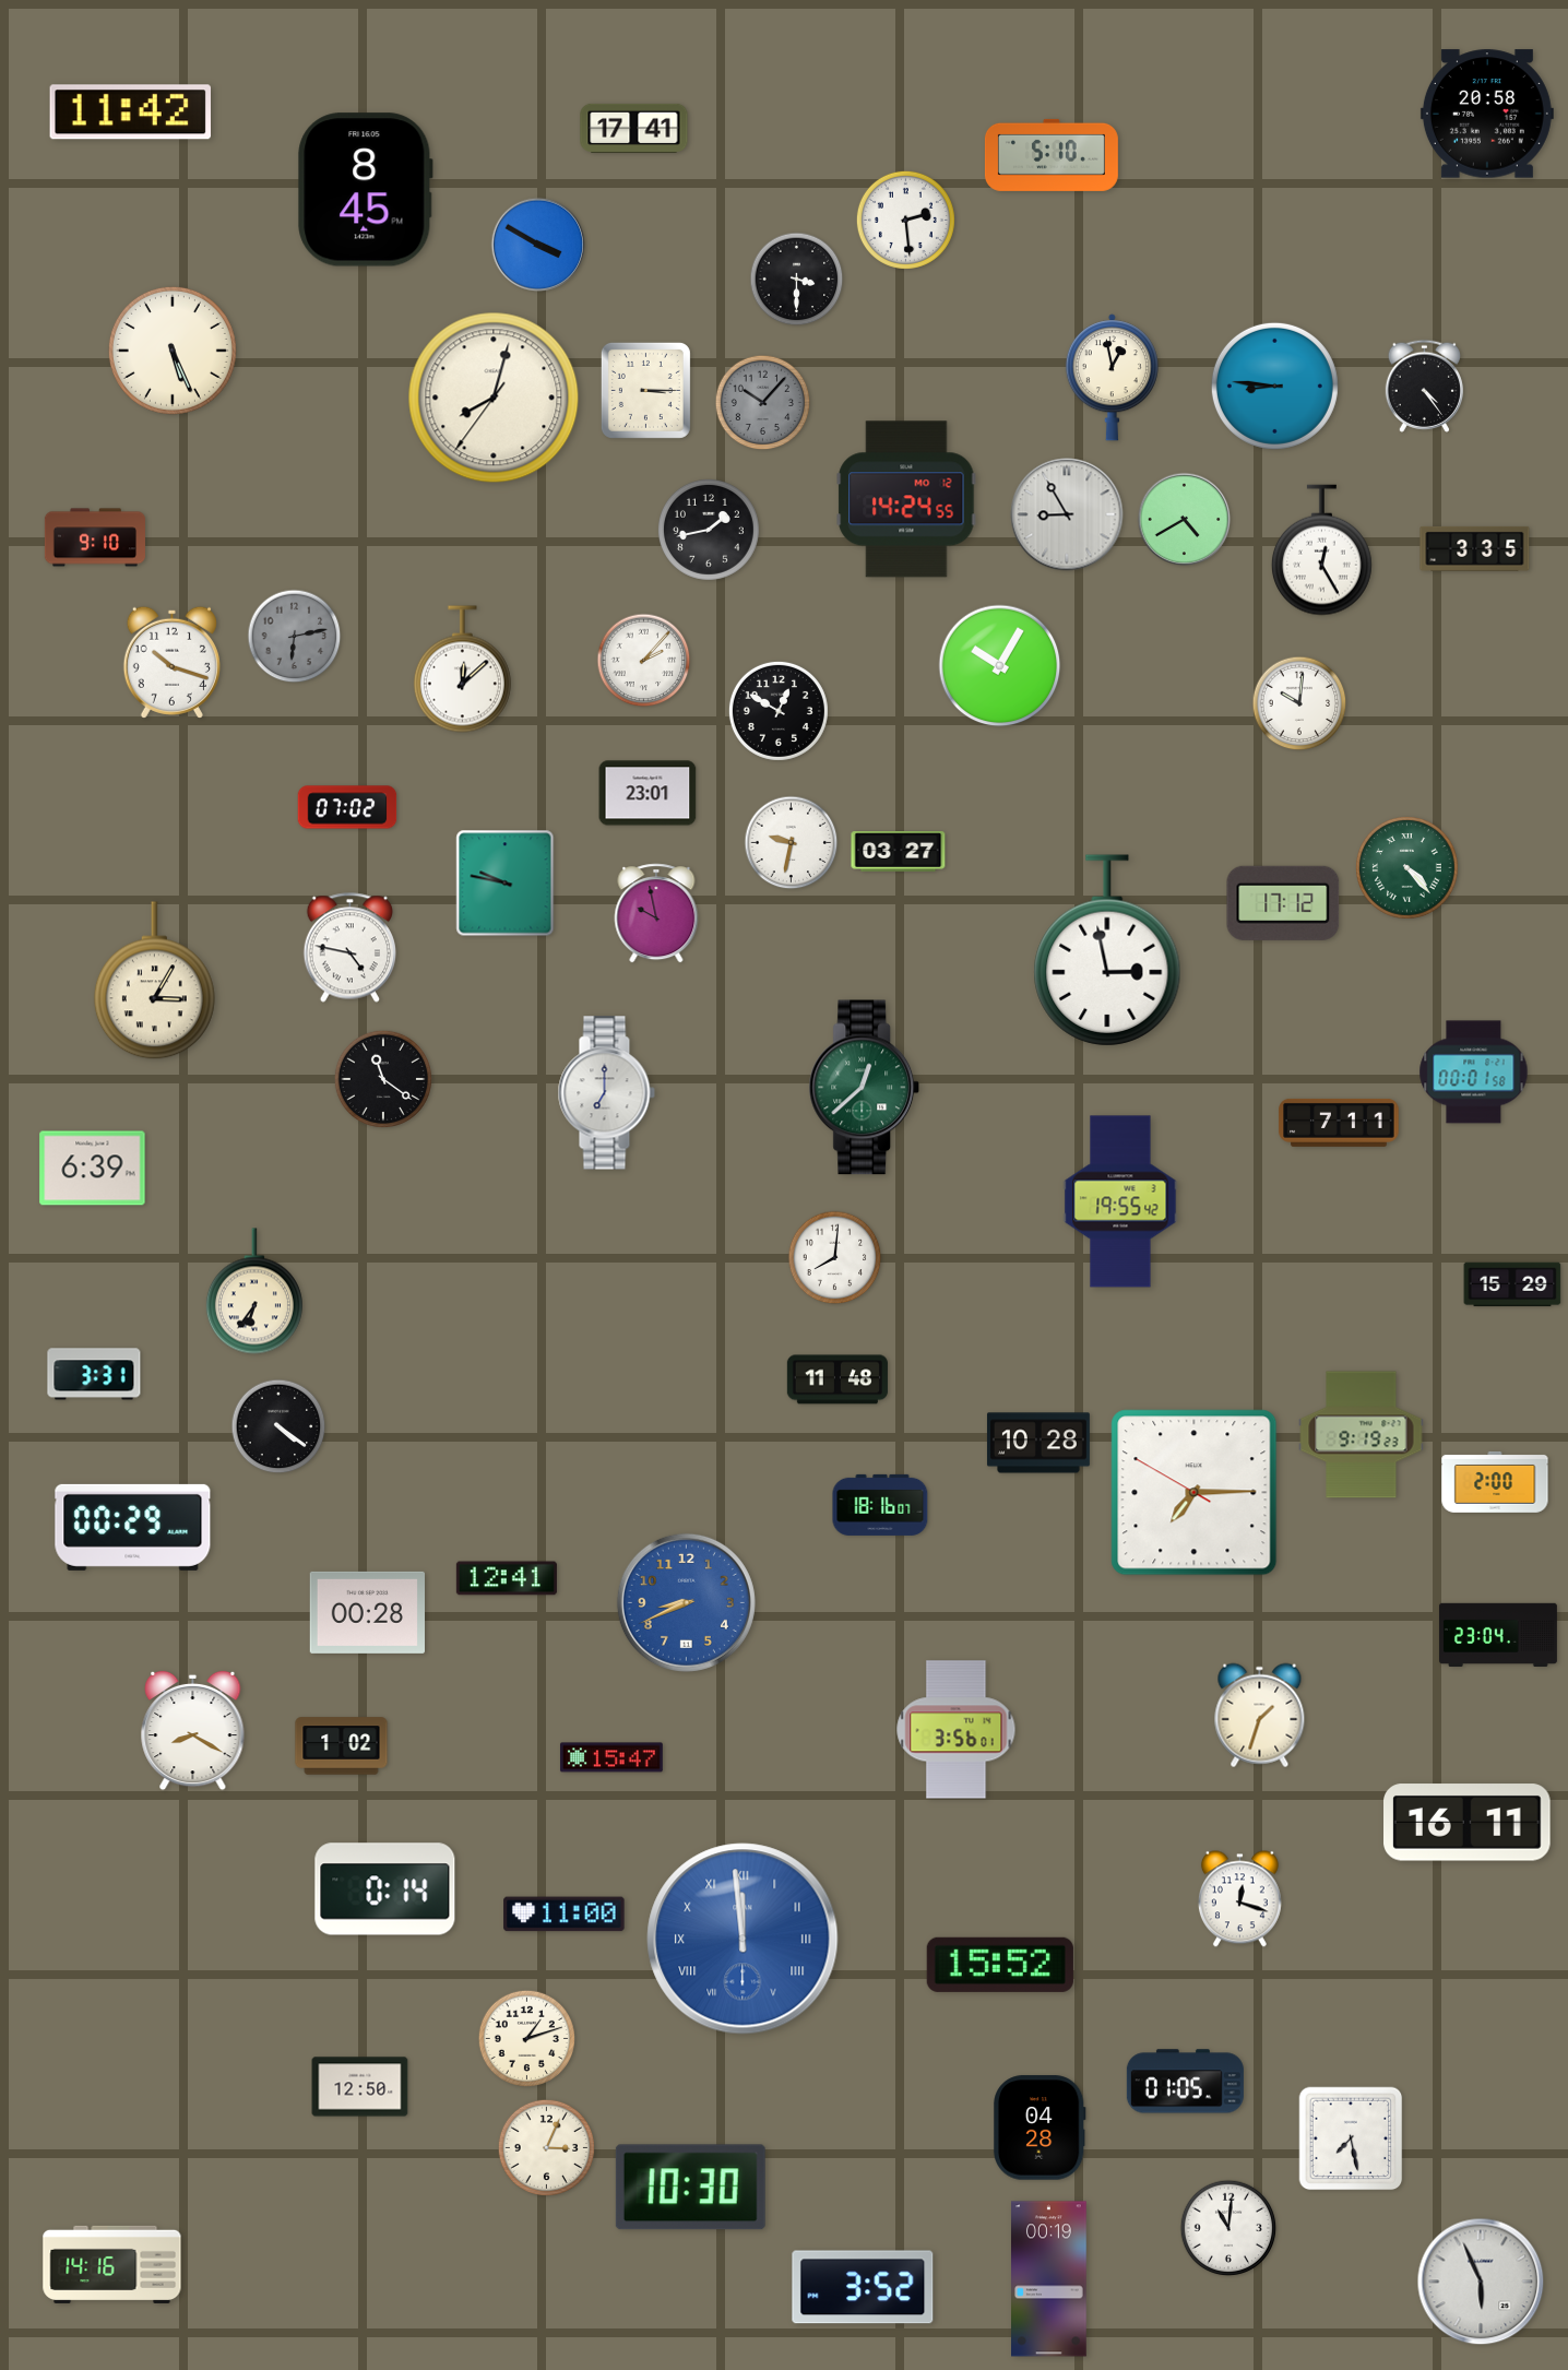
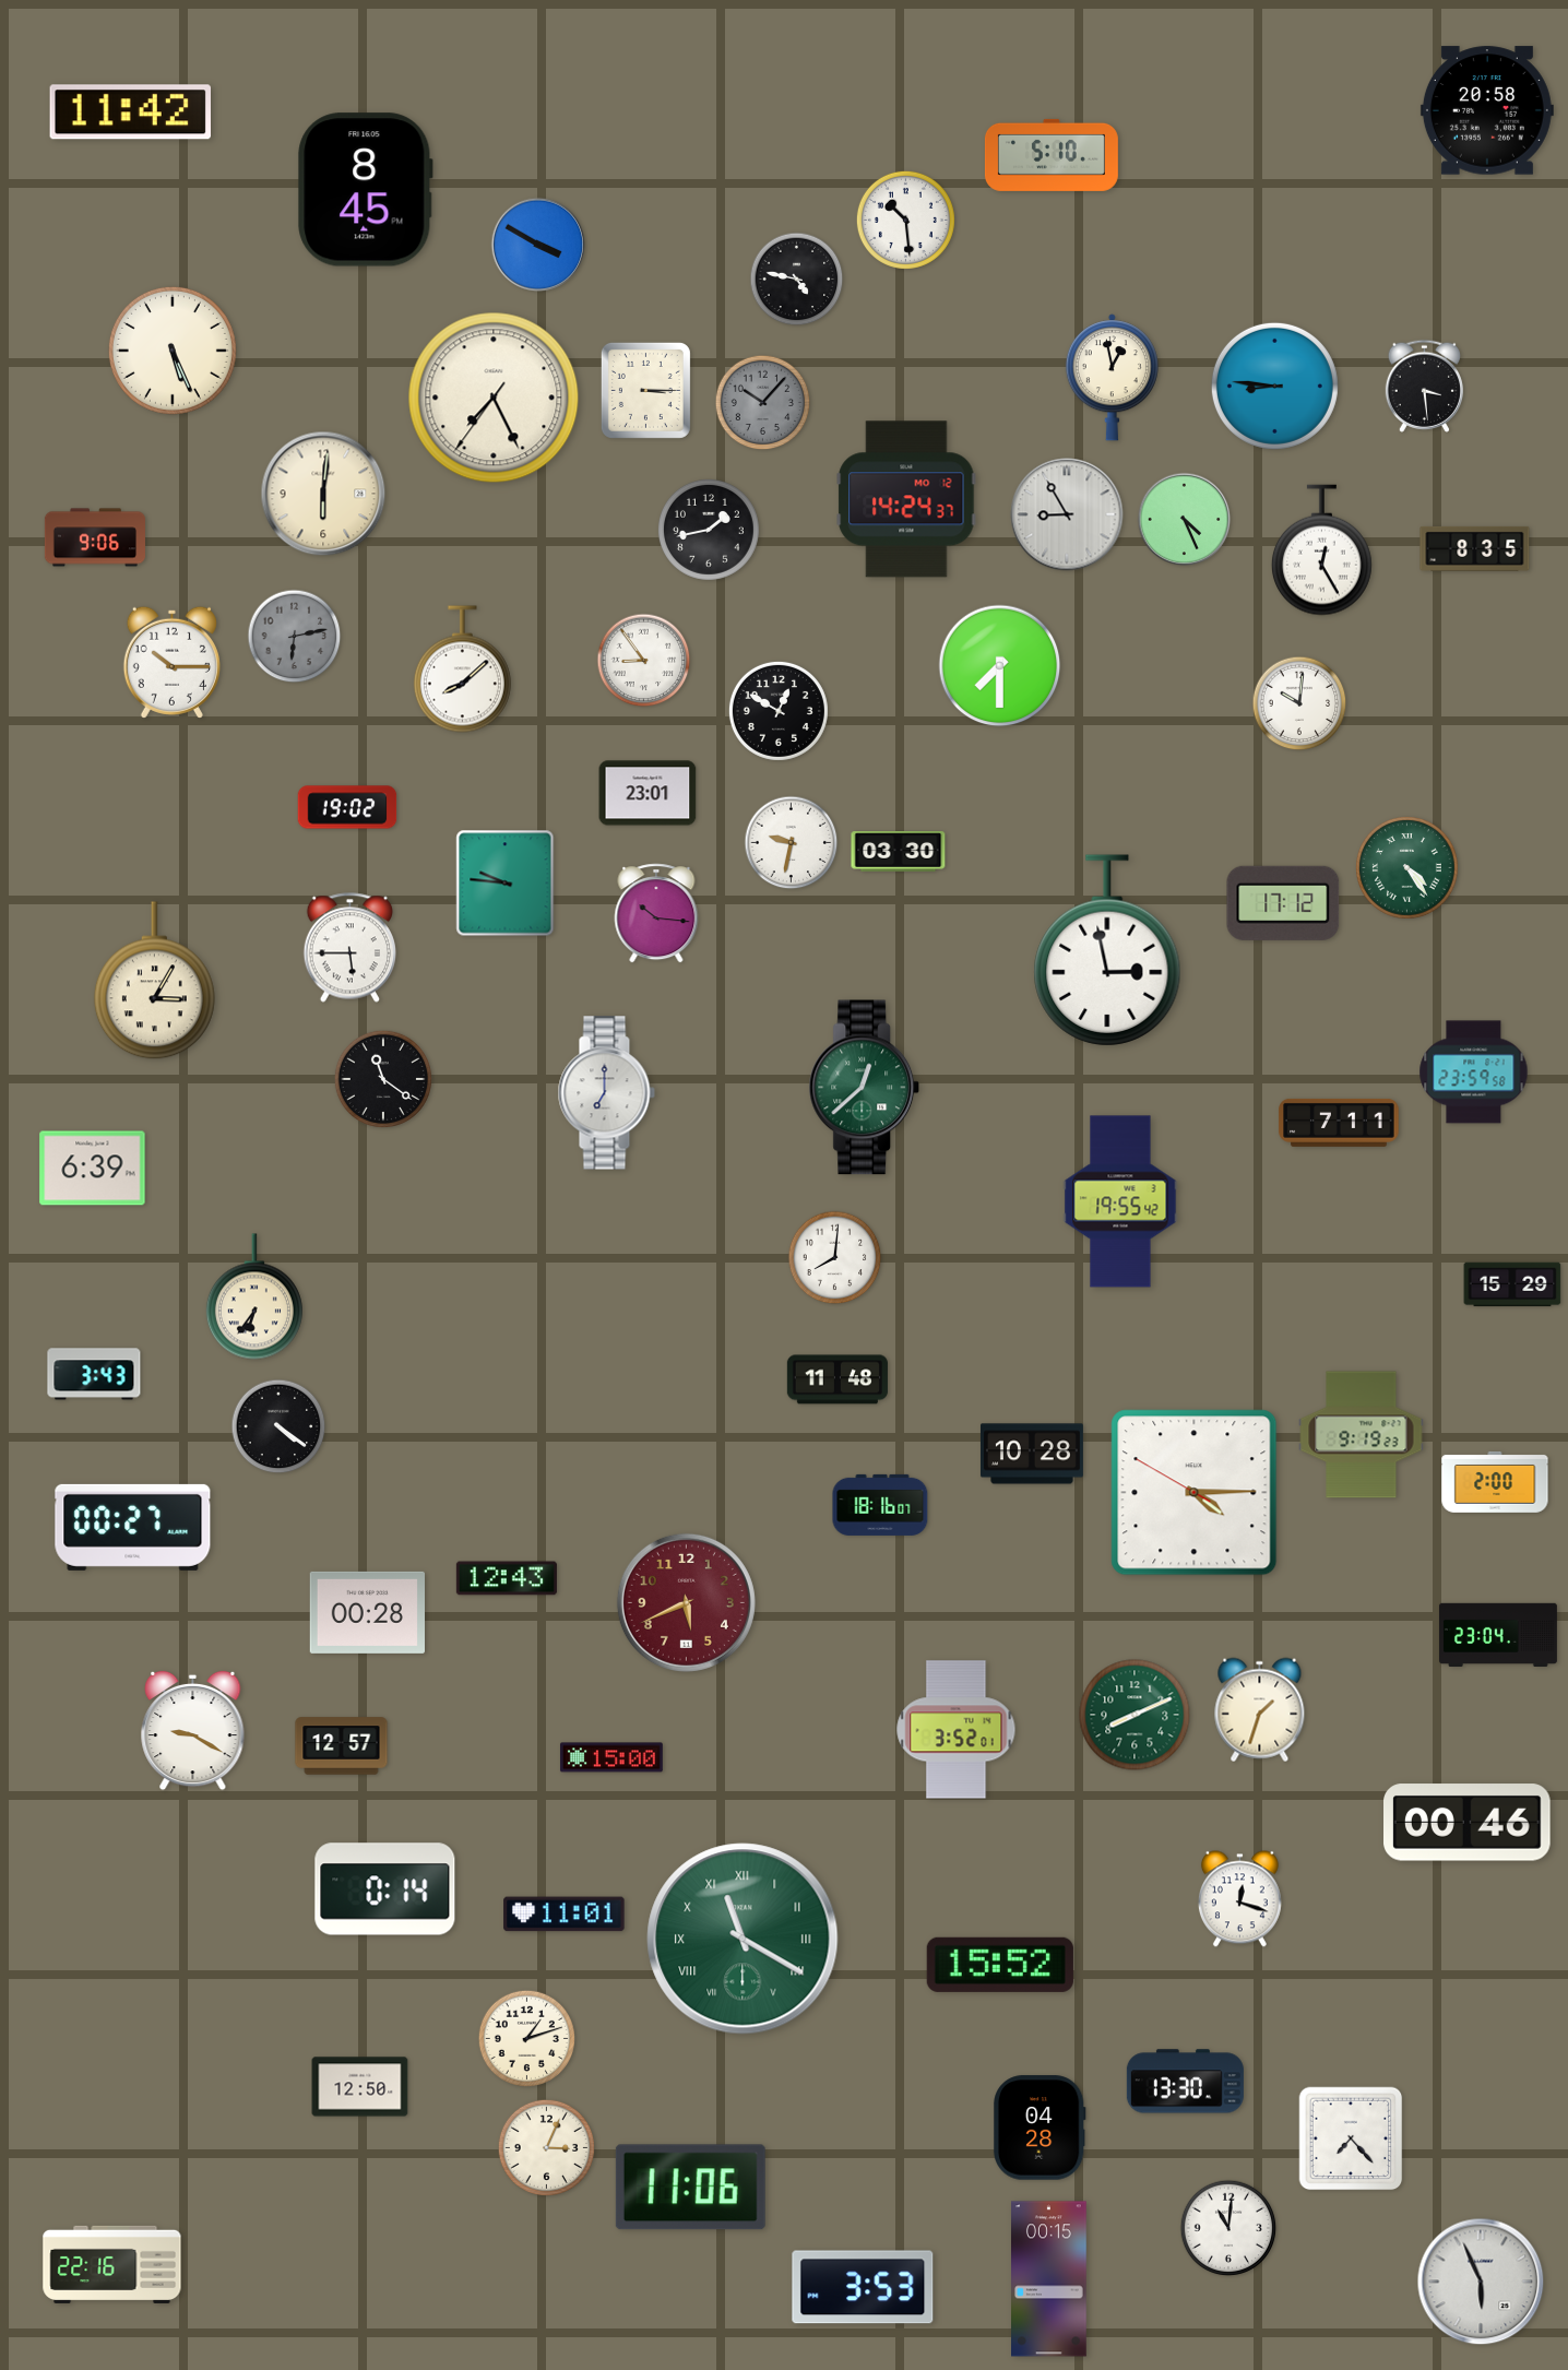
clock at (1487, 114) position: (1487, 114) -> (1487, 110)
clock at (634, 128): 17:41 -> none
clock at (905, 220): 2:29 -> 10:29
clock at (797, 280): 3:30 -> 4:47
clock at (1424, 386): 4:24 -> 3:29
clock at (494, 398): 8:02 -> 7:25
clock at (323, 494): none -> 6:01
clock at (906, 499): 14:24:55 -> 14:24:37
clock at (1185, 520): 4:40 -> 4:26
clock at (95, 537): 9:10 -> 9:06
clock at (1475, 548): 3:35 -> 8:35
clock at (644, 661): 2:07 -> 8:54
clock at (171, 662): 10:18 -> 10:15
clock at (1000, 666): 10:05 -> 7:30
clock at (462, 669): 12:08 -> 8:08
clock at (347, 807): 07:02 -> 19:02
clock at (899, 852): 03:27 -> 03:30
clock at (1407, 868): 4:23 -> 4:24
clock at (506, 884): 9:47 -> 9:46
clock at (656, 913): 9:58 -> 10:16
clock at (349, 948): 4:47 -> 5:45
clock at (1474, 1073): 00:01 -> 23:59
clock at (254, 1291) position: (254, 1291) -> (254, 1296)
clock at (94, 1374): 3:31 -> 3:43
clock at (1038, 1443) position: (1038, 1443) -> (1032, 1454)
clock at (1195, 1493): 7:14 -> 4:14
clock at (133, 1527): 00:29 -> 00:27
clock at (507, 1578): 12:41 -> 12:43
clock at (686, 1602): 8:41 -> 5:41
clock at (686, 1602) dial: blue -> burgundy
clock at (1135, 1715): none -> 8:11
clock at (1260, 1716) position: (1260, 1716) -> (1260, 1710)
clock at (957, 1730): 3:56 -> 3:52
clock at (193, 1731): 8:20 -> 9:20
clock at (342, 1746): 1:02 -> 12:57
clock at (611, 1757): 15:47 -> 15:00
clock at (1468, 1823): 16:11 -> 00:46
clock at (565, 1915): 11:00 -> 11:01
clock at (743, 1939): 11:59 -> 11:20
clock at (743, 1939) dial: blue -> green
clock at (1185, 2082): 01:05 -> 13:30
clock at (1351, 2138): 7:28 -> 7:23
clock at (690, 2188): 10:30 -> 11:06
clock at (112, 2264): 14:16 -> 22:16
clock at (1049, 2279): 00:19 -> 00:15
clock at (863, 2287): 3:52 -> 3:53
